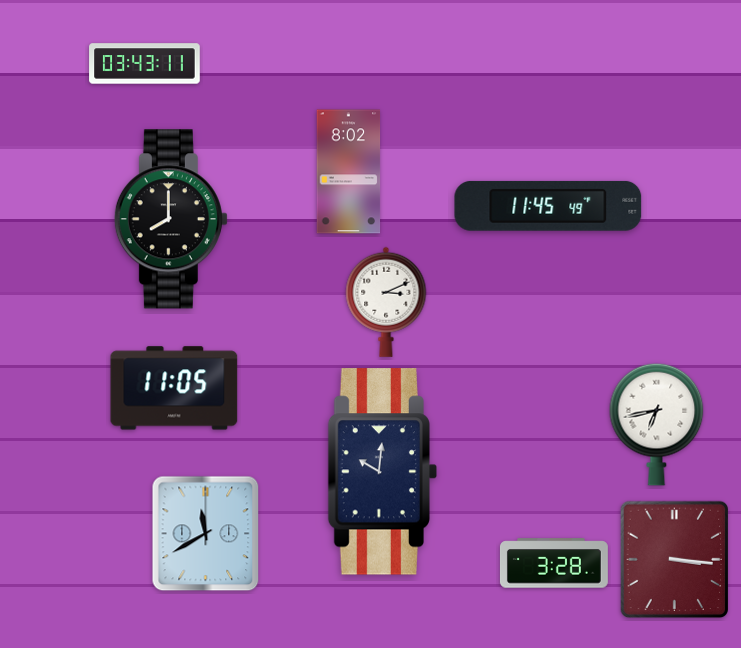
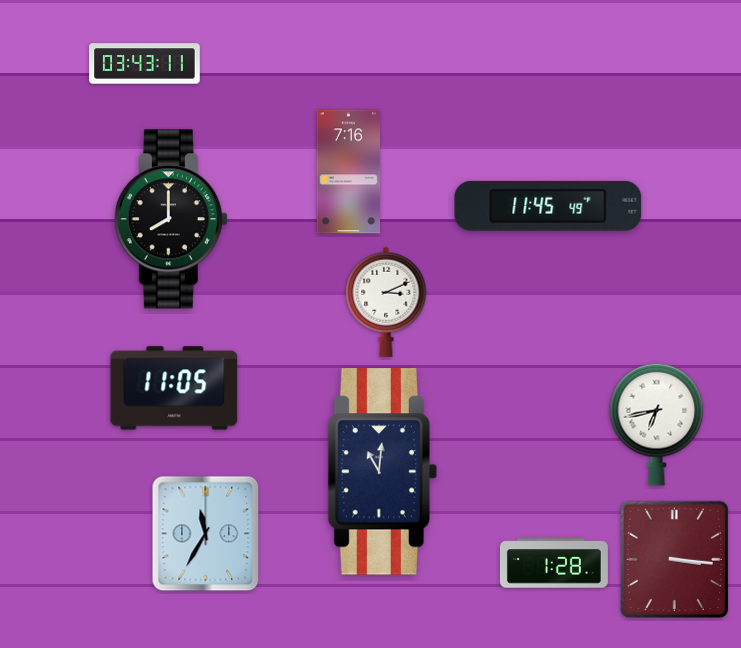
clock at (349, 172): 8:02 -> 7:16
clock at (382, 472): 10:01 -> 11:01
clock at (206, 534): 11:40 -> 11:35
clock at (554, 563): 3:28 -> 1:28
